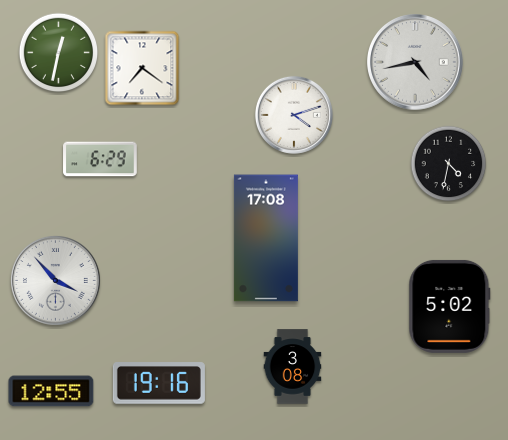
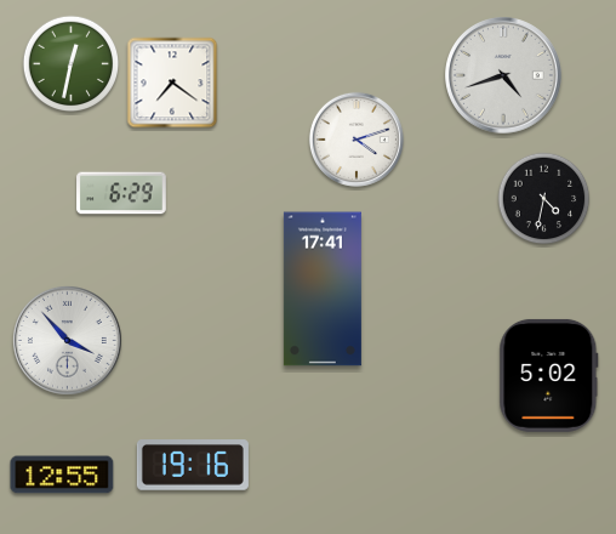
clock at (416, 63): 4:43 -> 4:42
clock at (266, 238): 17:08 -> 17:41
clock at (450, 306) position: (450, 306) -> (549, 375)
clock at (293, 367): 3:08 -> none
